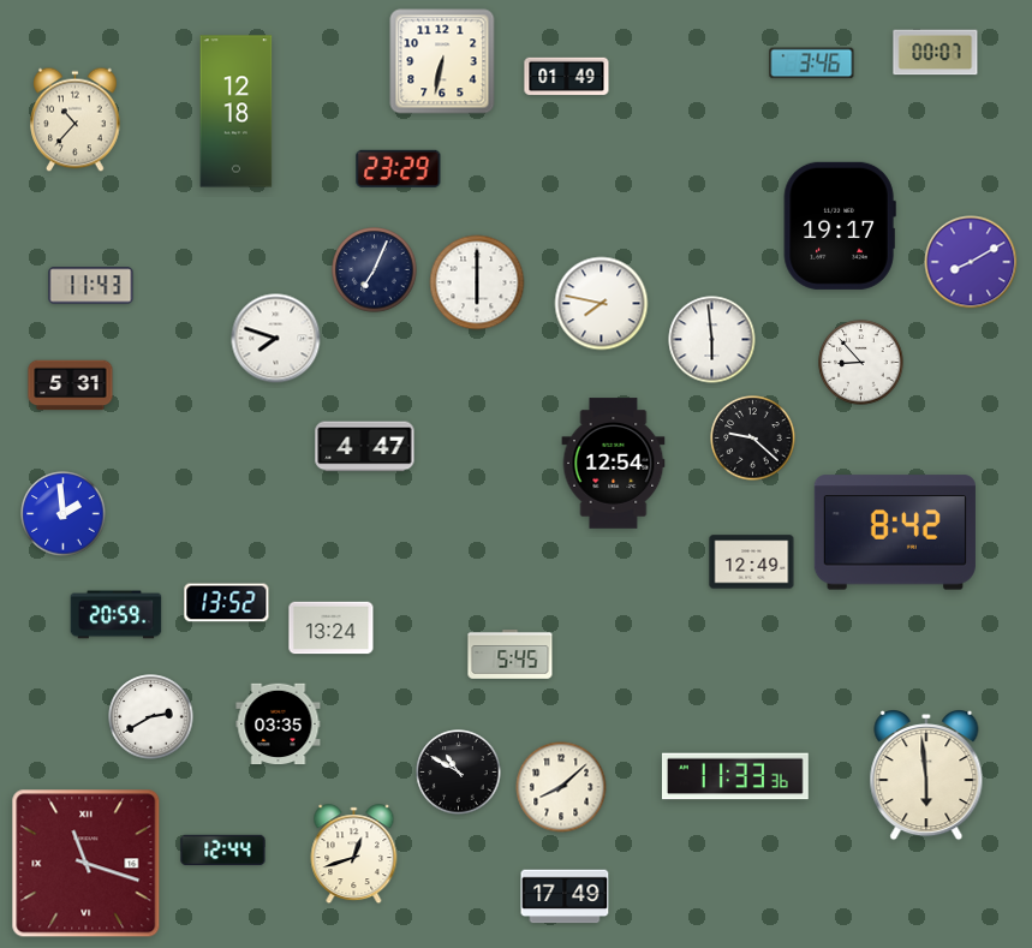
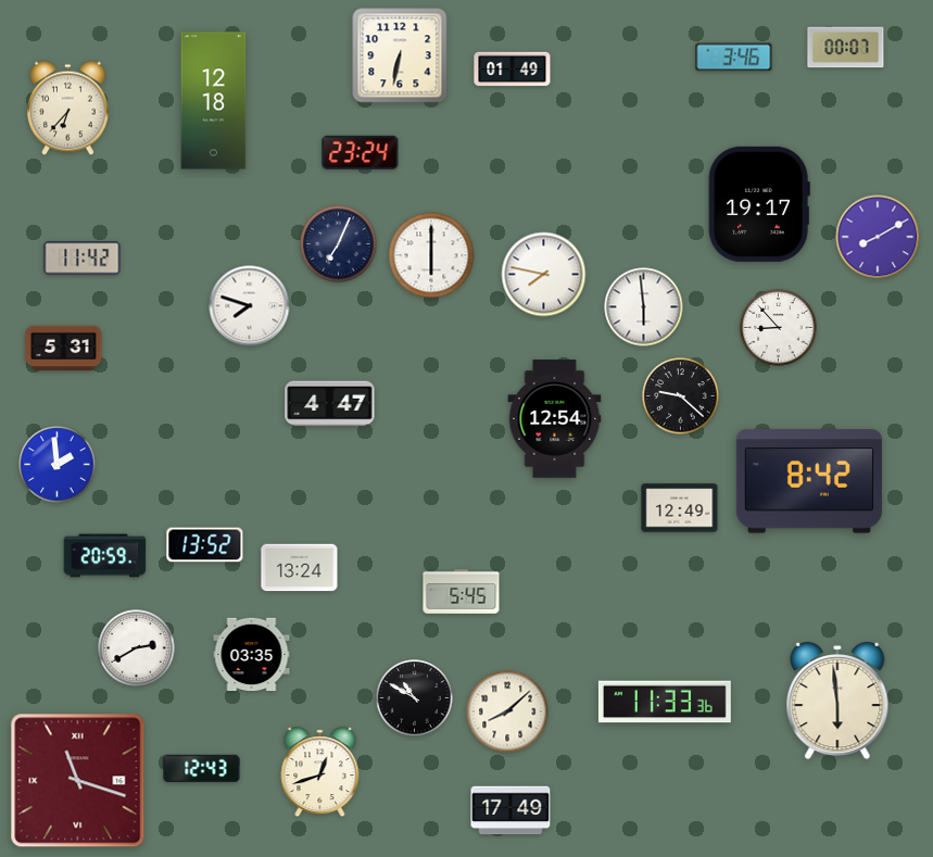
clock at (76, 120): 10:37 -> 6:37
clock at (399, 168): 23:29 -> 23:24
clock at (91, 286): 11:43 -> 11:42
clock at (223, 851): 12:44 -> 12:43
